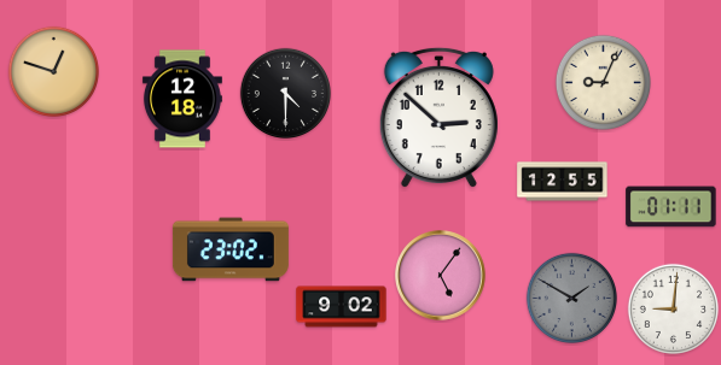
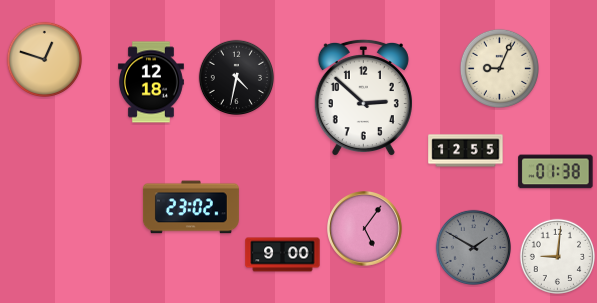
clock at (285, 93): 4:30 -> 4:32
clock at (671, 207): 01:11 -> 01:38
clock at (342, 307): 9:02 -> 9:00
